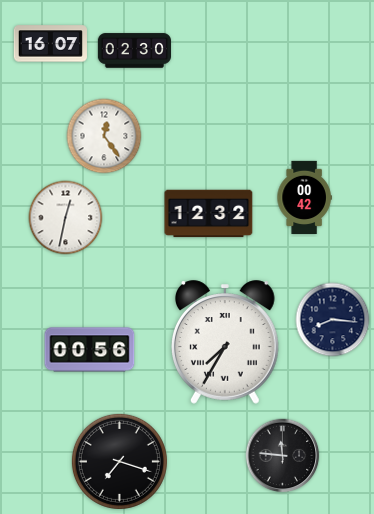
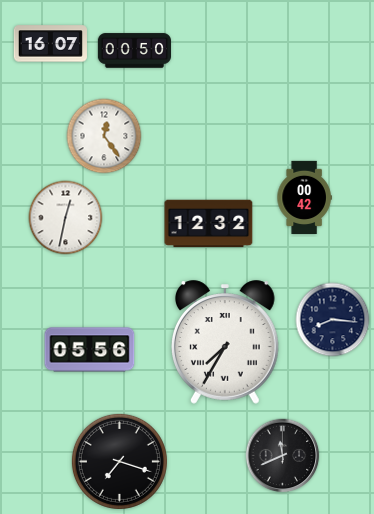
clock at (134, 51): 02:30 -> 00:50
clock at (209, 214) position: (209, 214) -> (209, 224)
clock at (90, 350): 00:56 -> 05:56
clock at (283, 456): 11:46 -> 11:41
